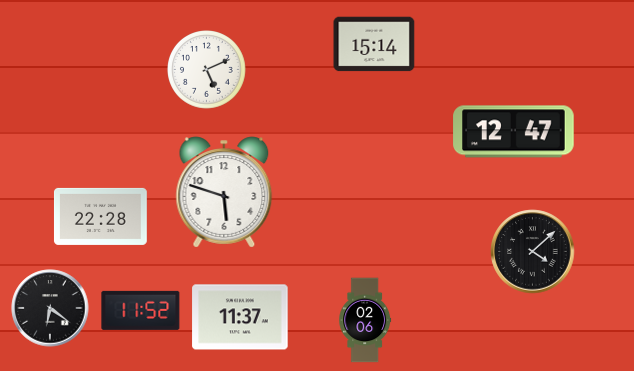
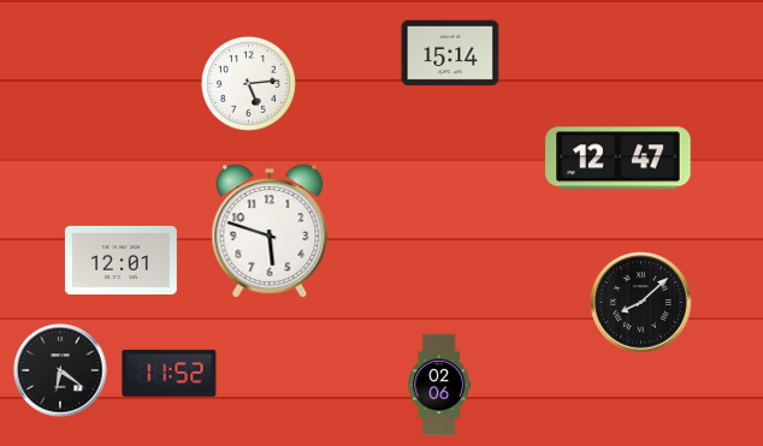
clock at (207, 70): 5:11 -> 5:14
clock at (101, 216): 22:28 -> 12:01
clock at (533, 252): 4:08 -> 8:08
clock at (240, 317): 11:37 -> none
